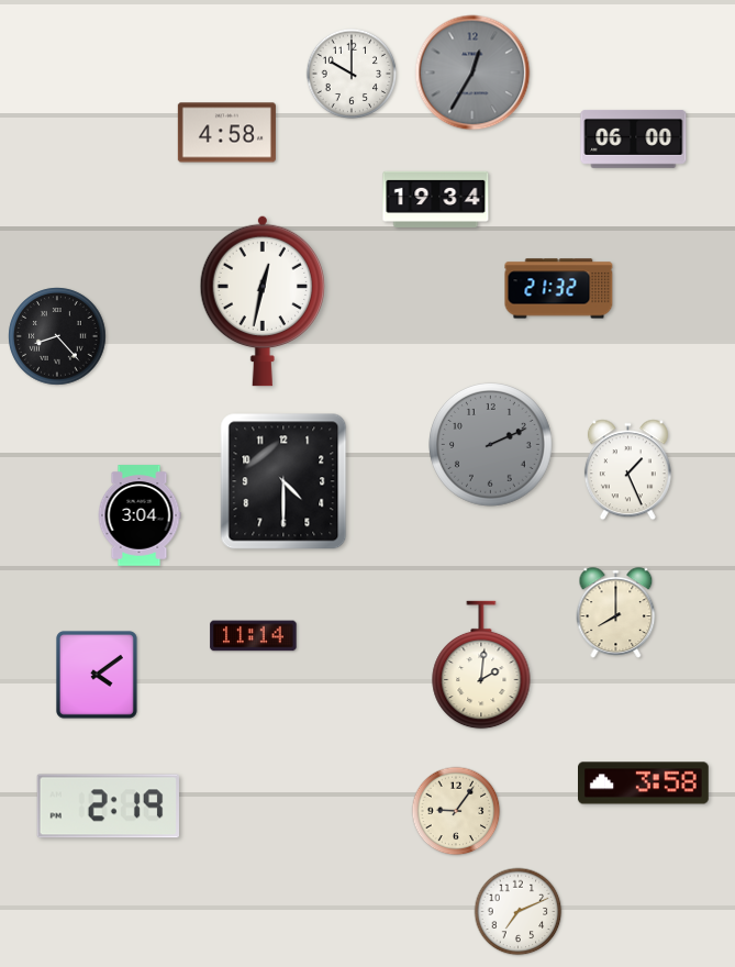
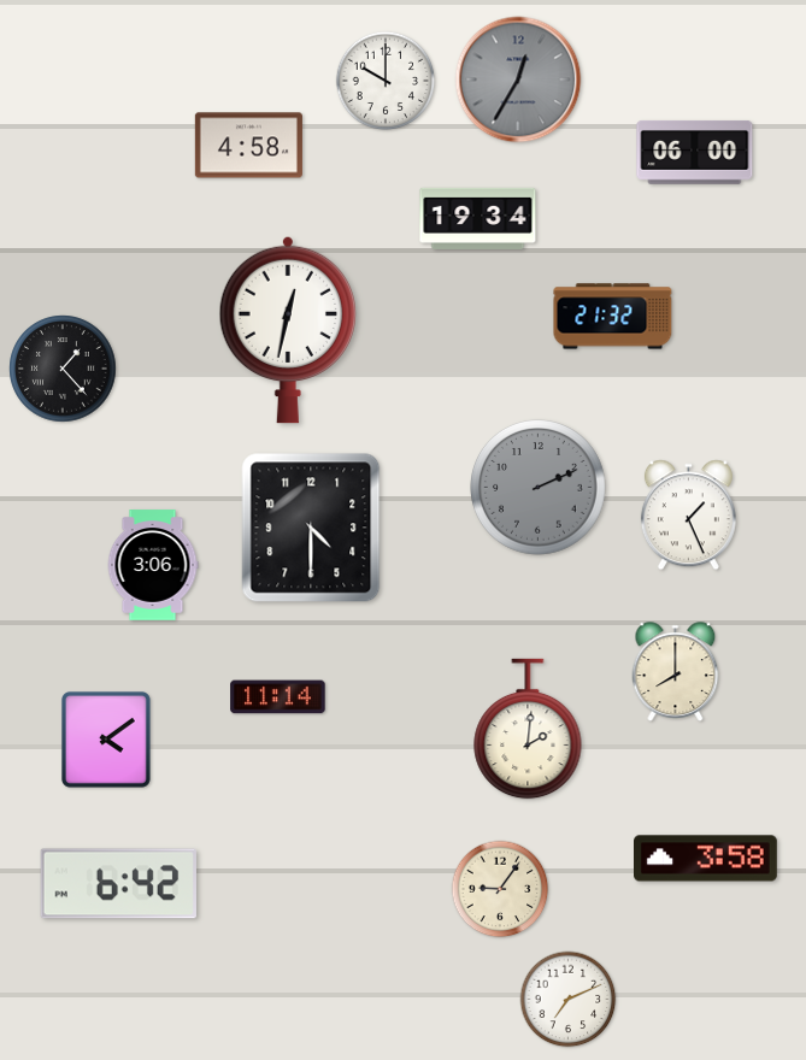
clock at (57, 336): 8:23 -> 1:23
clock at (140, 515): 3:04 -> 3:06
clock at (108, 807): 2:19 -> 6:42
